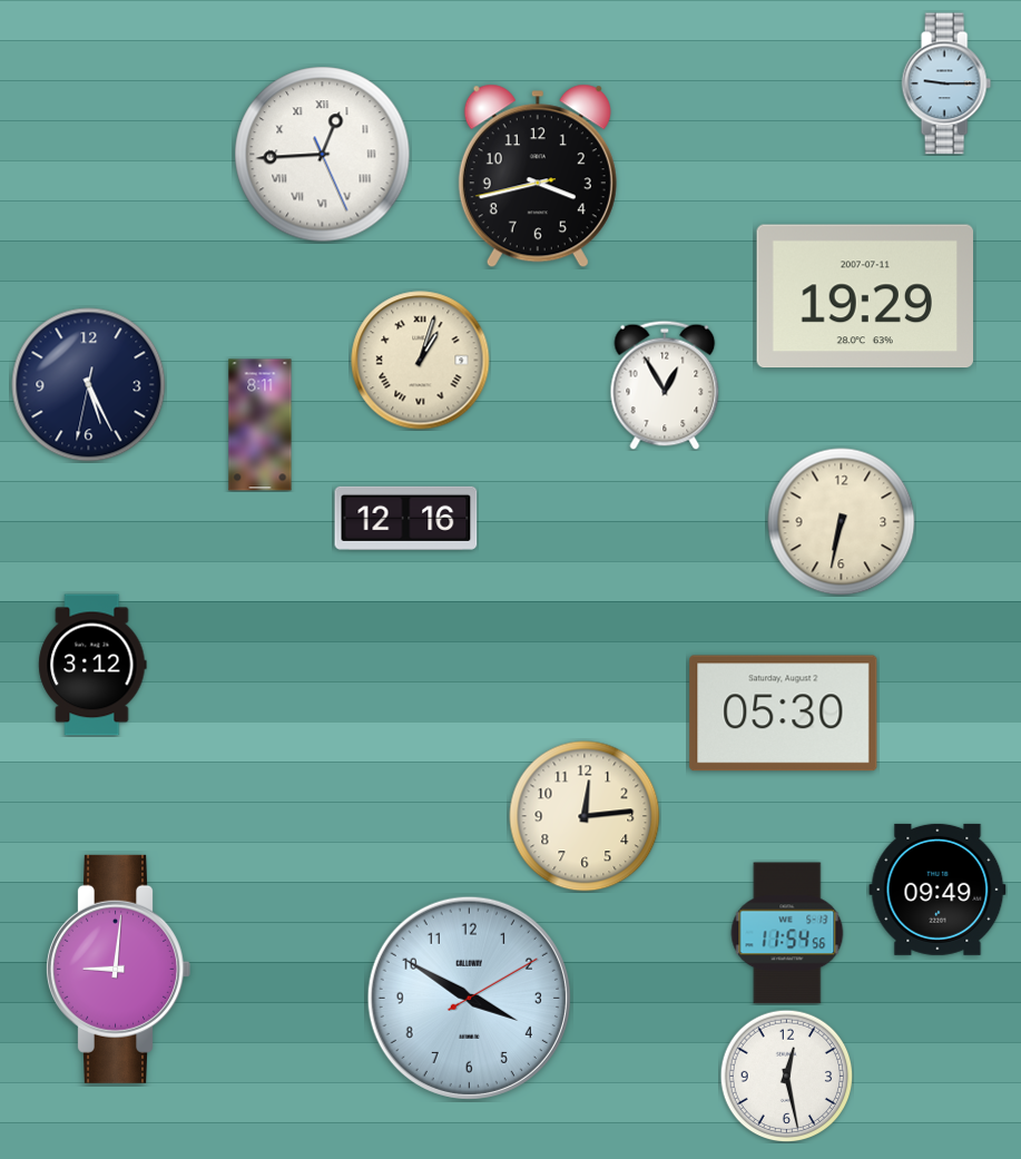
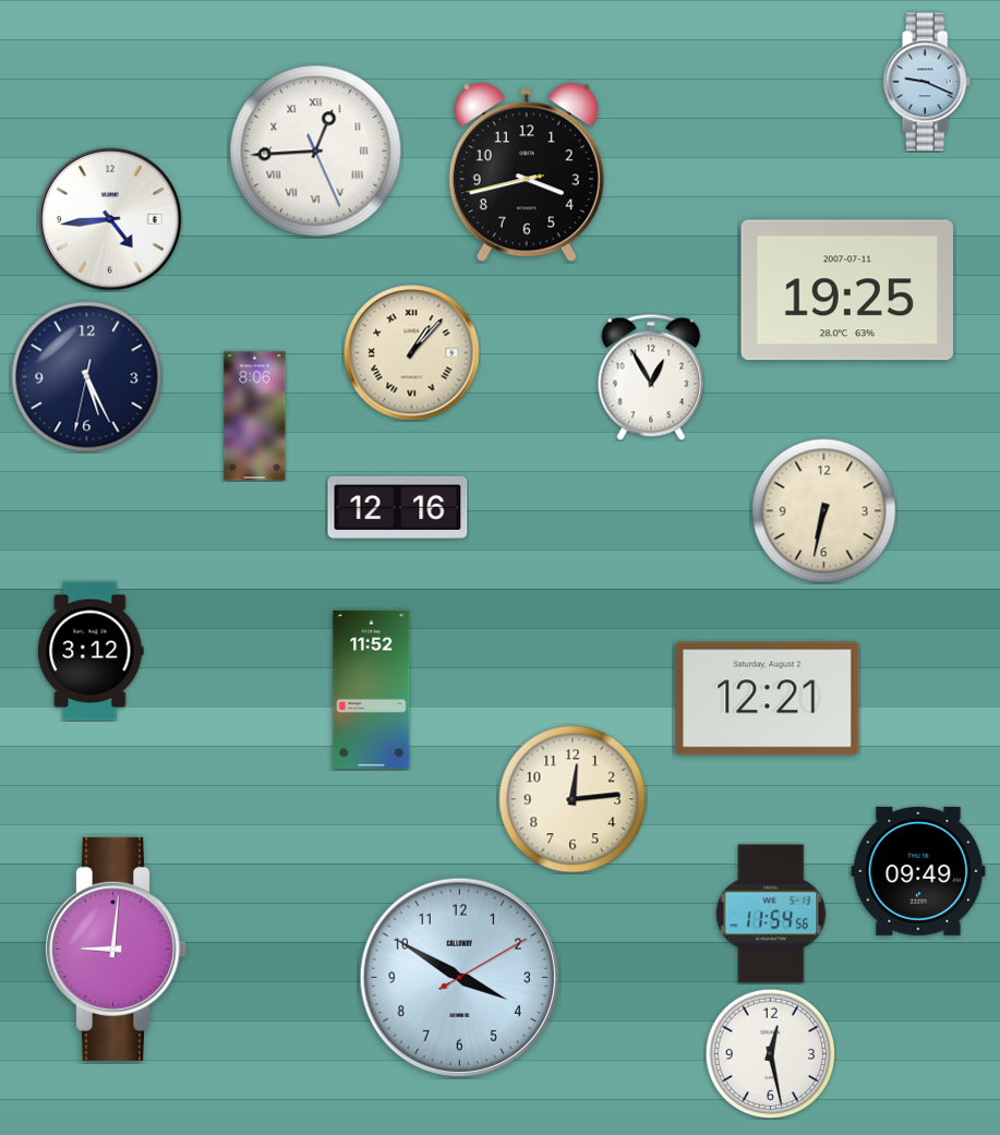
clock at (946, 84): 9:15 -> 9:19
clock at (110, 219): none -> 4:44
clock at (864, 296): 19:29 -> 19:25
clock at (421, 361): 1:03 -> 1:07
clock at (261, 425): 8:11 -> 8:06
clock at (372, 689): none -> 11:52
clock at (784, 714): 05:30 -> 12:21
